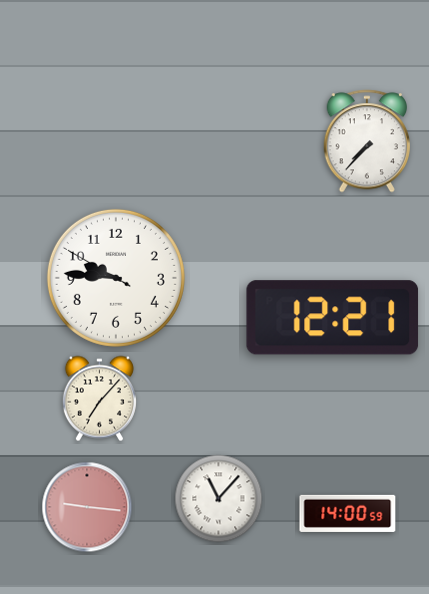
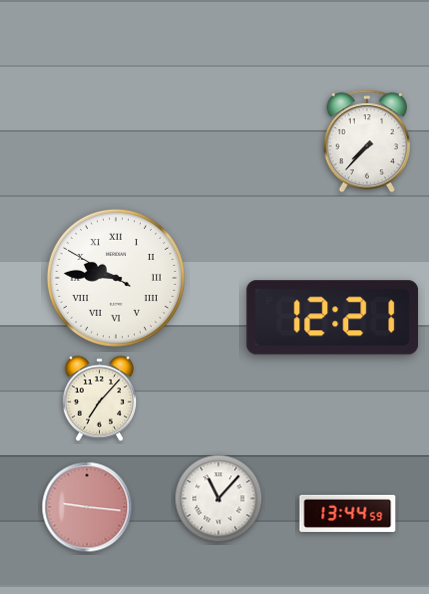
clock at (116, 278) numerals: Arabic -> Roman
clock at (348, 513): 14:00 -> 13:44
